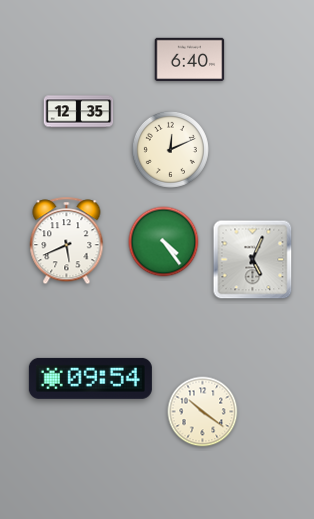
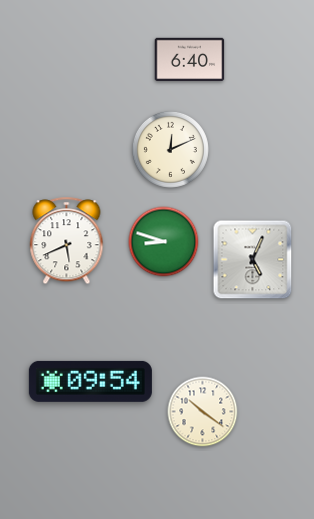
clock at (79, 112): 12:35 -> none
clock at (164, 242): 4:24 -> 8:48
clock at (90, 378) position: (90, 378) -> (90, 381)
